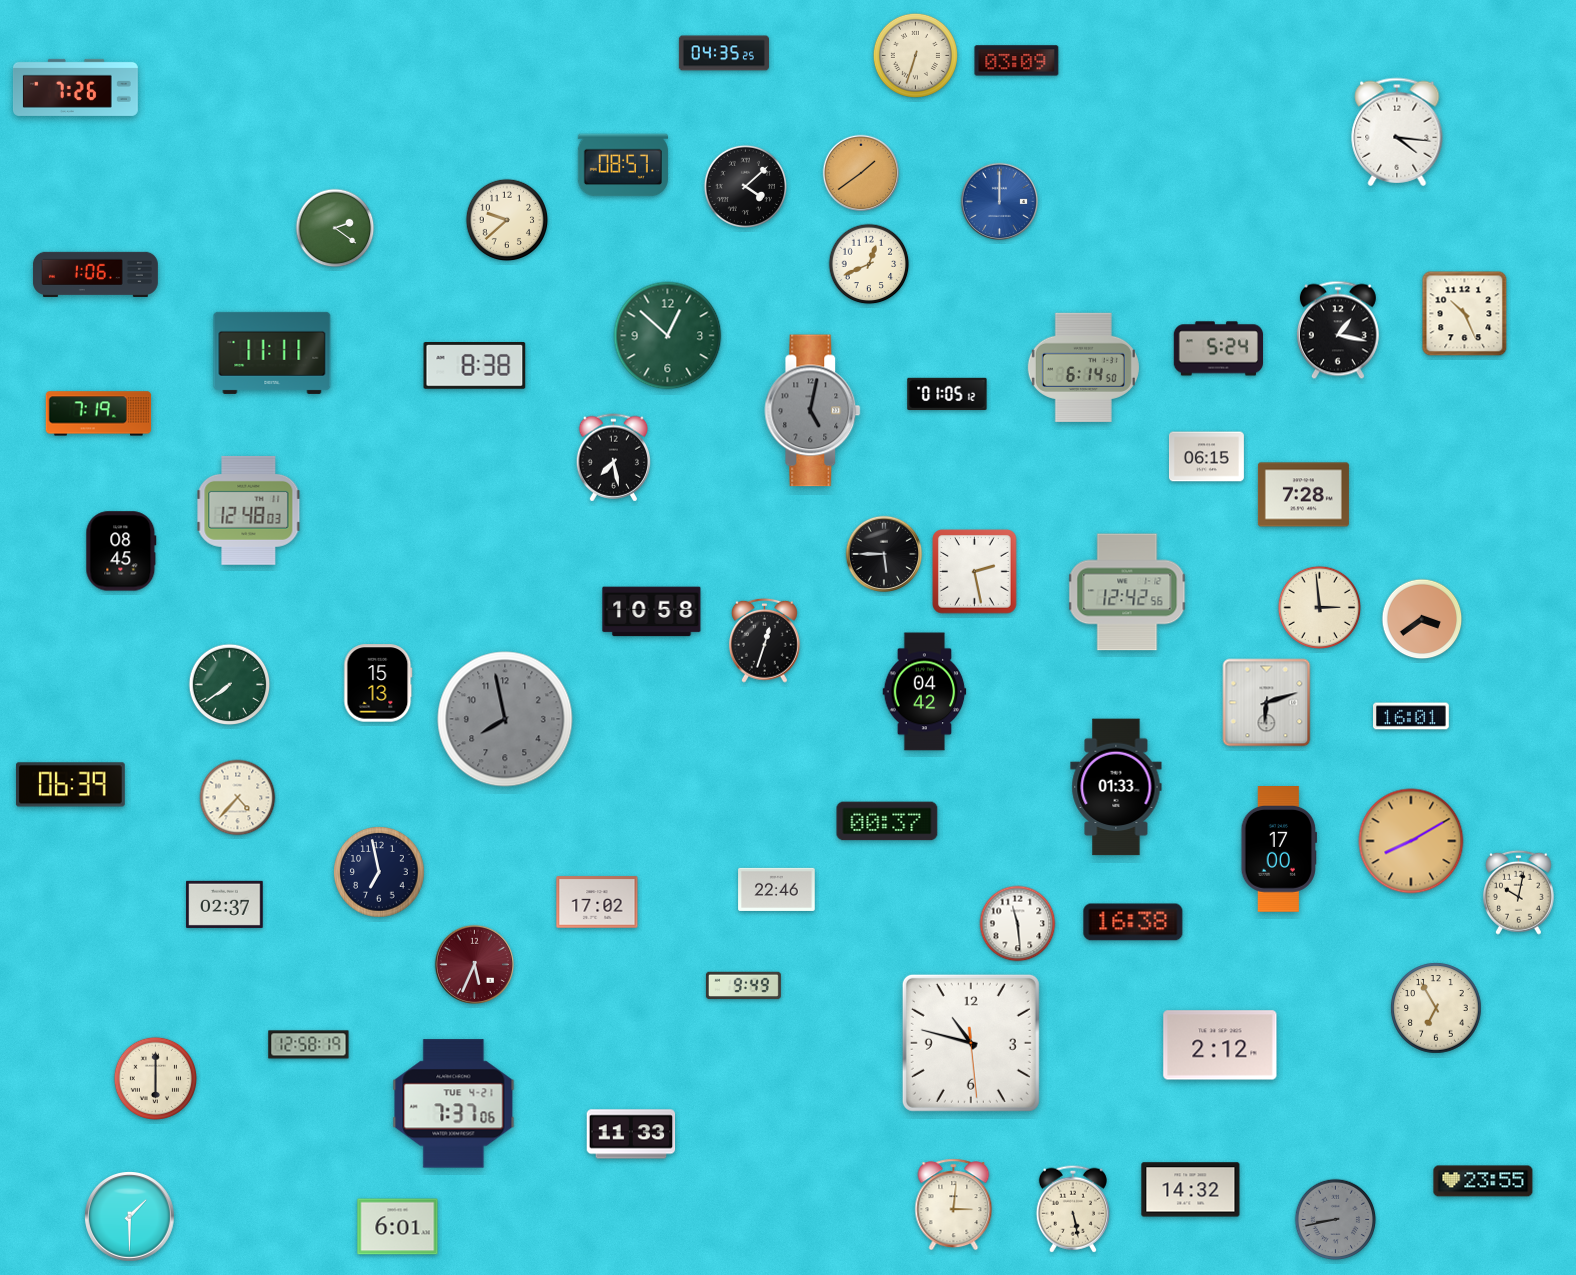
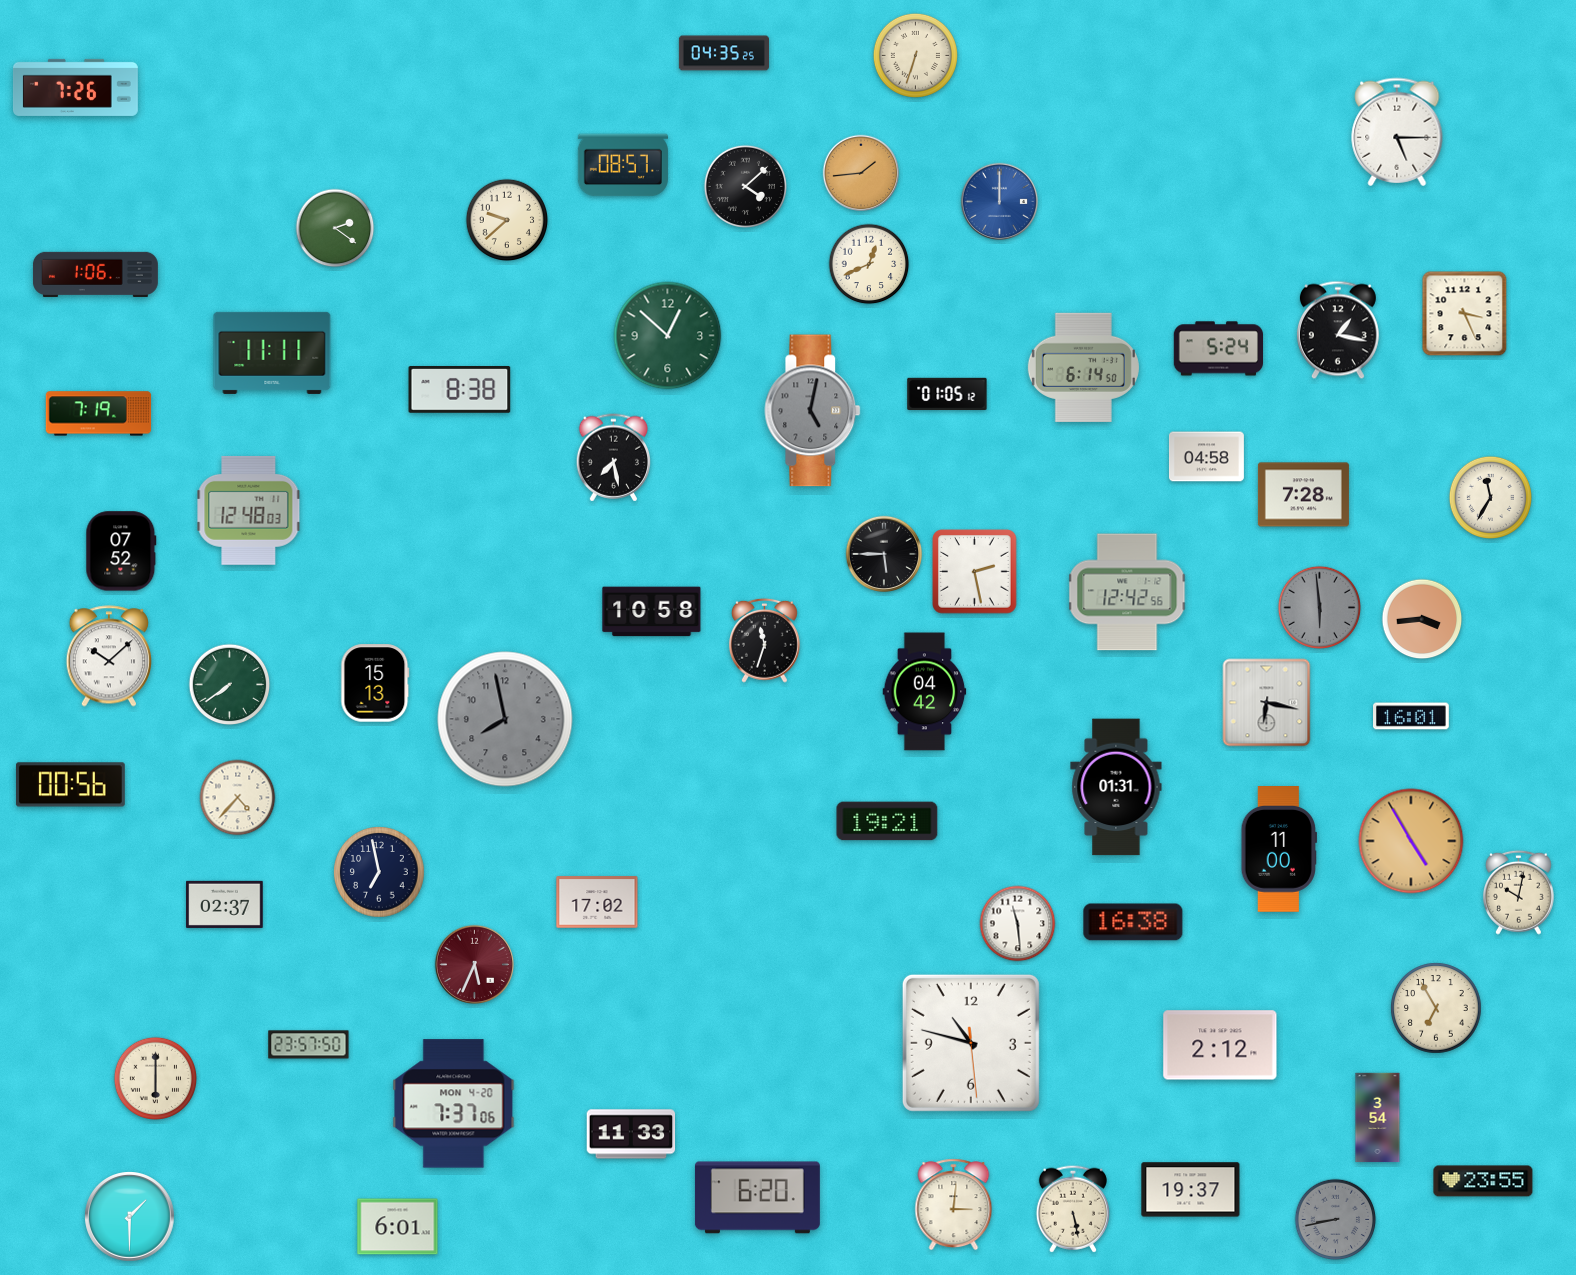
clock at (1017, 61): 03:09 -> none
clock at (1397, 132): 4:16 -> 5:15
clock at (861, 173): 1:39 -> 1:44
clock at (1465, 314): 10:26 -> 3:26
clock at (475, 366) position: (475, 366) -> (460, 390)
clock at (1206, 457): 06:15 -> 04:58
clock at (1490, 497): none -> 11:35
clock at (121, 551): 08:45 -> 07:52
clock at (1319, 607): 2:59 -> 5:59
clock at (1319, 607) dial: cream -> grey
clock at (1422, 619): 3:39 -> 3:44
clock at (764, 640): 12:33 -> 11:33
clock at (108, 656): none -> 10:08
clock at (378, 683) position: (378, 683) -> (375, 683)
clock at (1267, 703): 6:12 -> 6:17
clock at (70, 785): 06:39 -> 00:56
clock at (1116, 787): 01:33 -> 01:31
clock at (887, 821): 00:37 -> 19:21
clock at (1411, 841): 8:10 -> 4:55
clock at (1279, 850): 17:00 -> 11:00
clock at (777, 889): 22:46 -> none
clock at (743, 986): 9:49 -> none
clock at (309, 1045): 12:58 -> 23:57
clock at (454, 1104) date: TUE 4-21 -> MON 4-20
clock at (1378, 1118): none -> 3:54
clock at (1191, 1190): 14:32 -> 19:37
clock at (757, 1198): none -> 6:20
